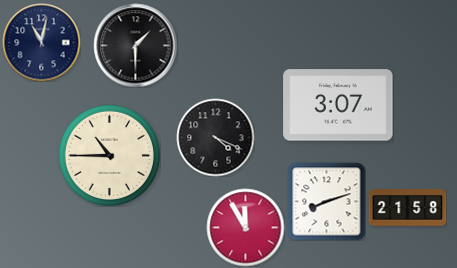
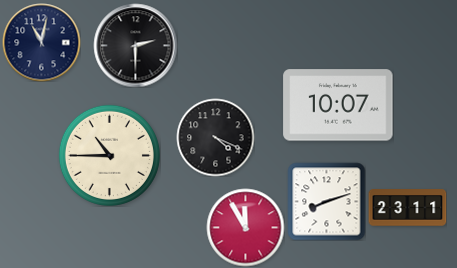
clock at (135, 45): 1:30 -> 2:30
clock at (338, 105): 3:07 -> 10:07
clock at (407, 208): 21:58 -> 23:11
